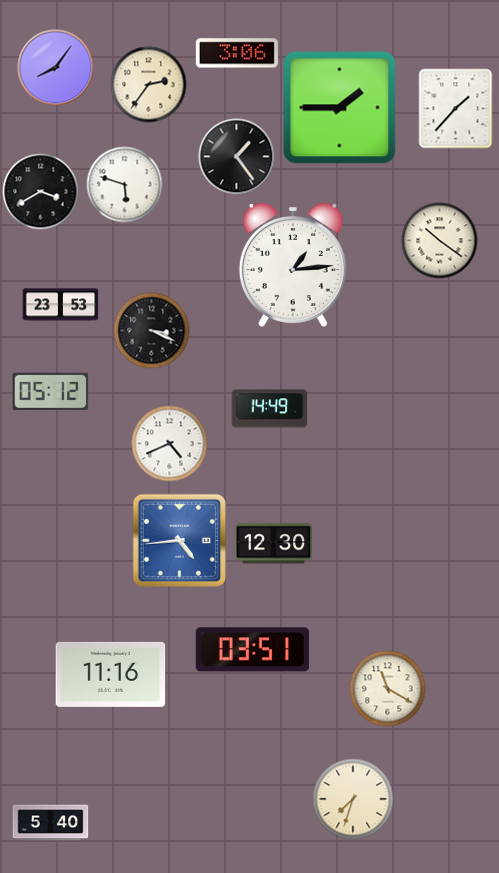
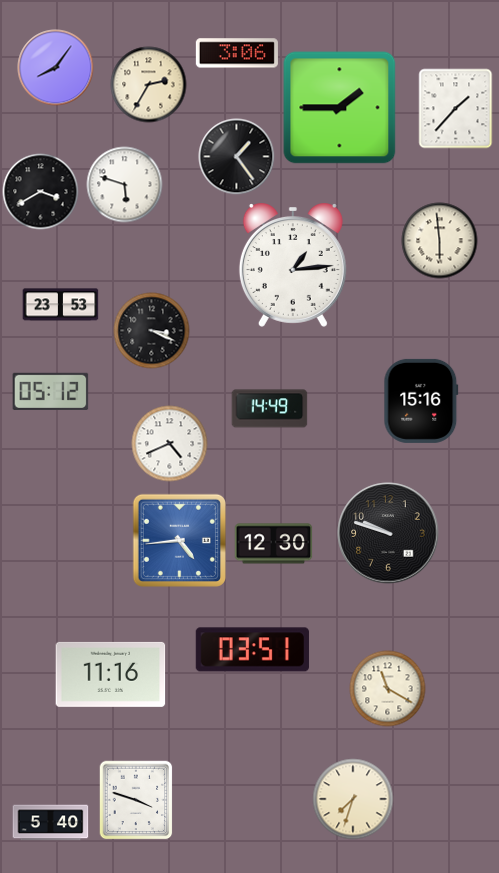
clock at (149, 85): 2:36 -> 2:35
clock at (440, 241): 10:21 -> 5:59
clock at (421, 401): none -> 15:16
clock at (388, 533): none -> 9:48
clock at (136, 800): none -> 3:48
